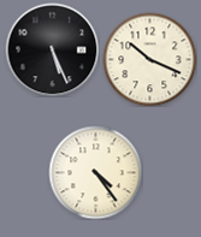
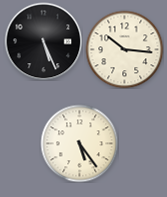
clock at (149, 59): 10:19 -> 10:16
clock at (95, 172): 4:24 -> 5:24
